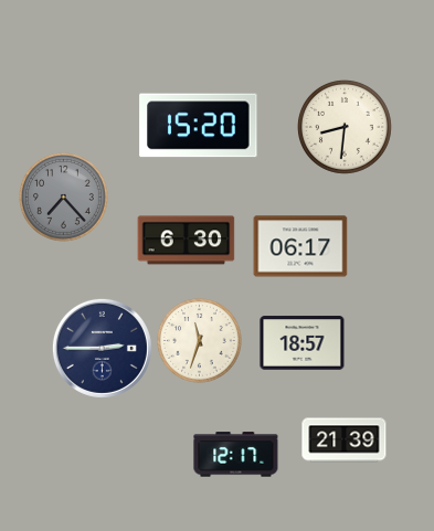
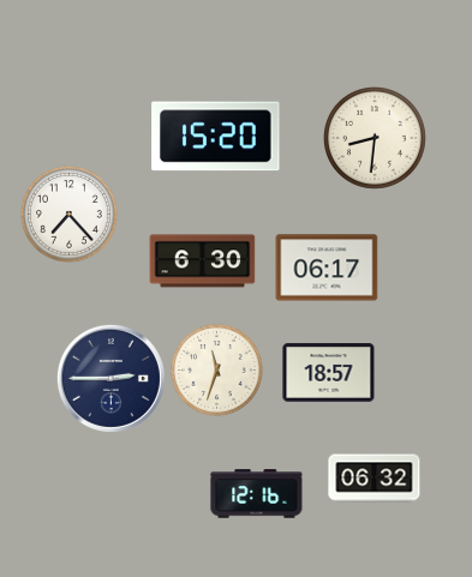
clock at (64, 198) dial: grey -> white
clock at (345, 440): 21:39 -> 06:32
clock at (236, 455): 12:17 -> 12:16
